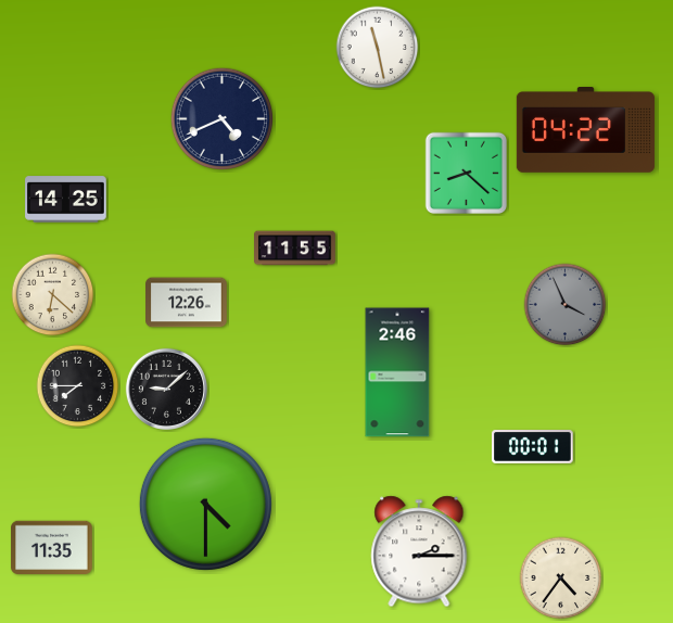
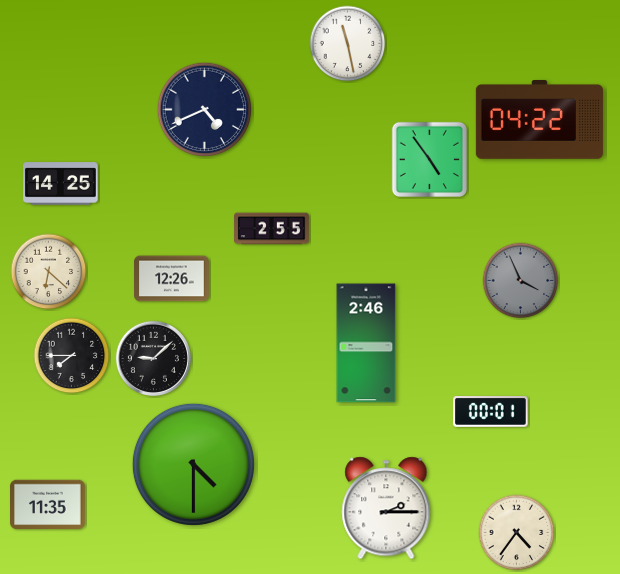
clock at (466, 173): 8:22 -> 4:54
clock at (295, 249): 11:55 -> 2:55
clock at (205, 504) position: (205, 504) -> (193, 464)
